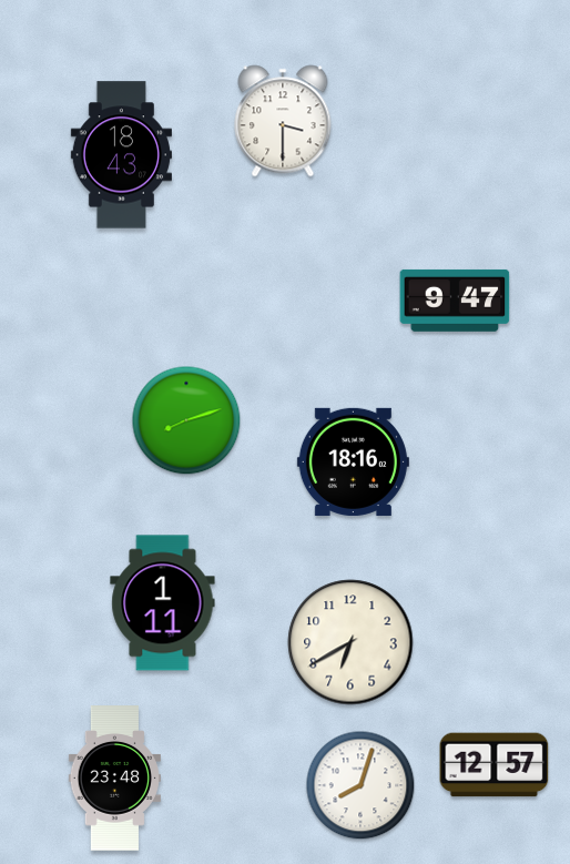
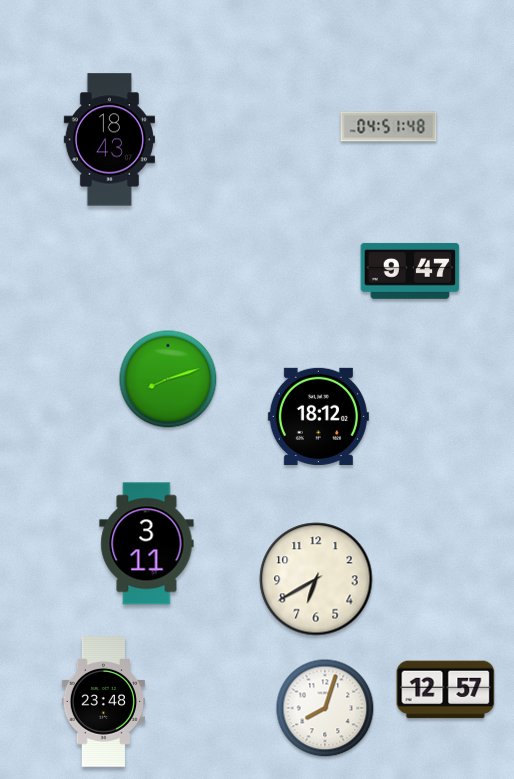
clock at (283, 121): 3:30 -> none
clock at (389, 127): none -> 04:51
clock at (353, 461): 18:16 -> 18:12
clock at (163, 603): 1:11 -> 3:11
